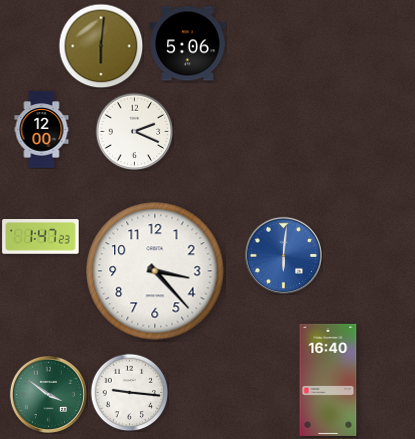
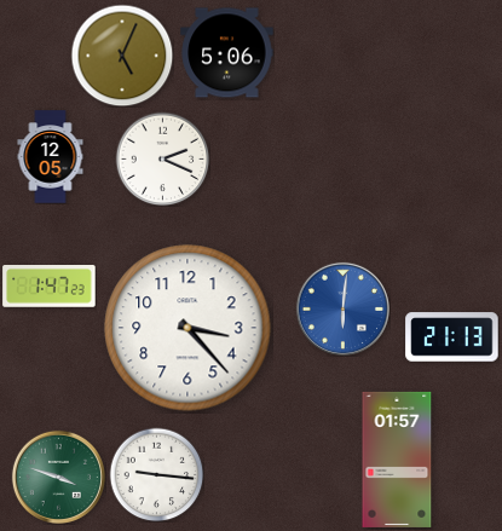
clock at (101, 46): 6:01 -> 5:04
clock at (42, 130): 12:00 -> 12:05
clock at (452, 337): none -> 21:13
clock at (328, 380): 16:40 -> 01:57
clock at (48, 394): 3:51 -> 3:48
